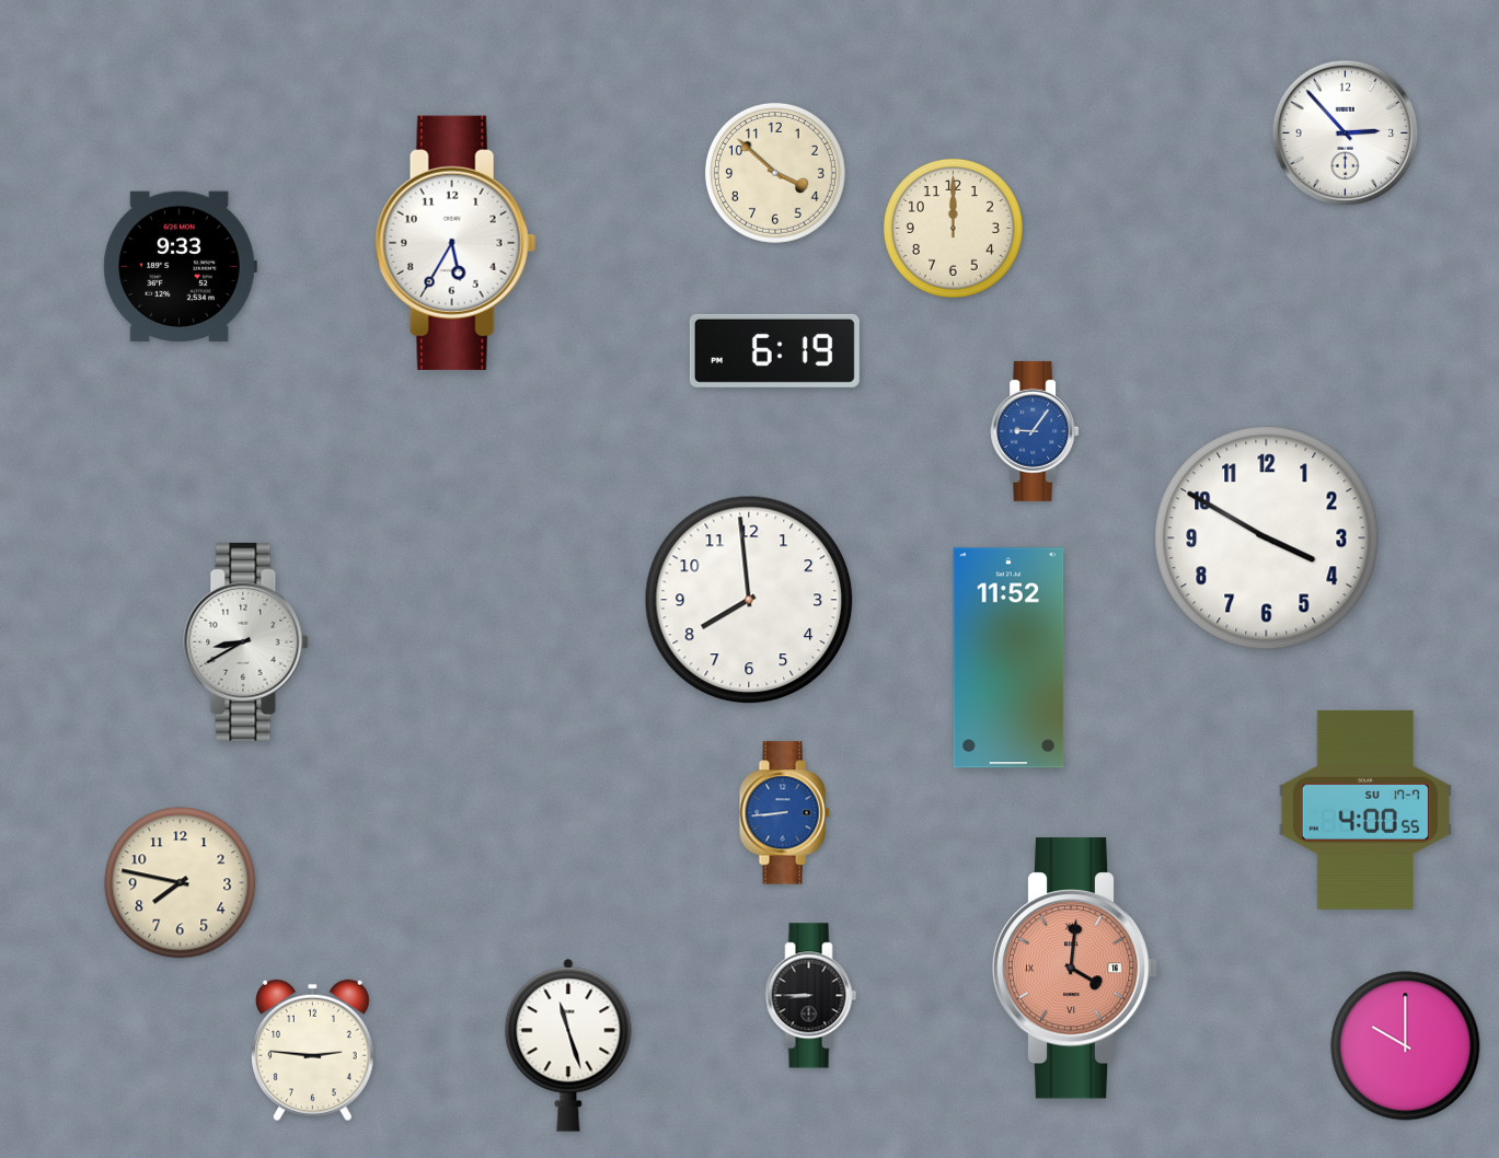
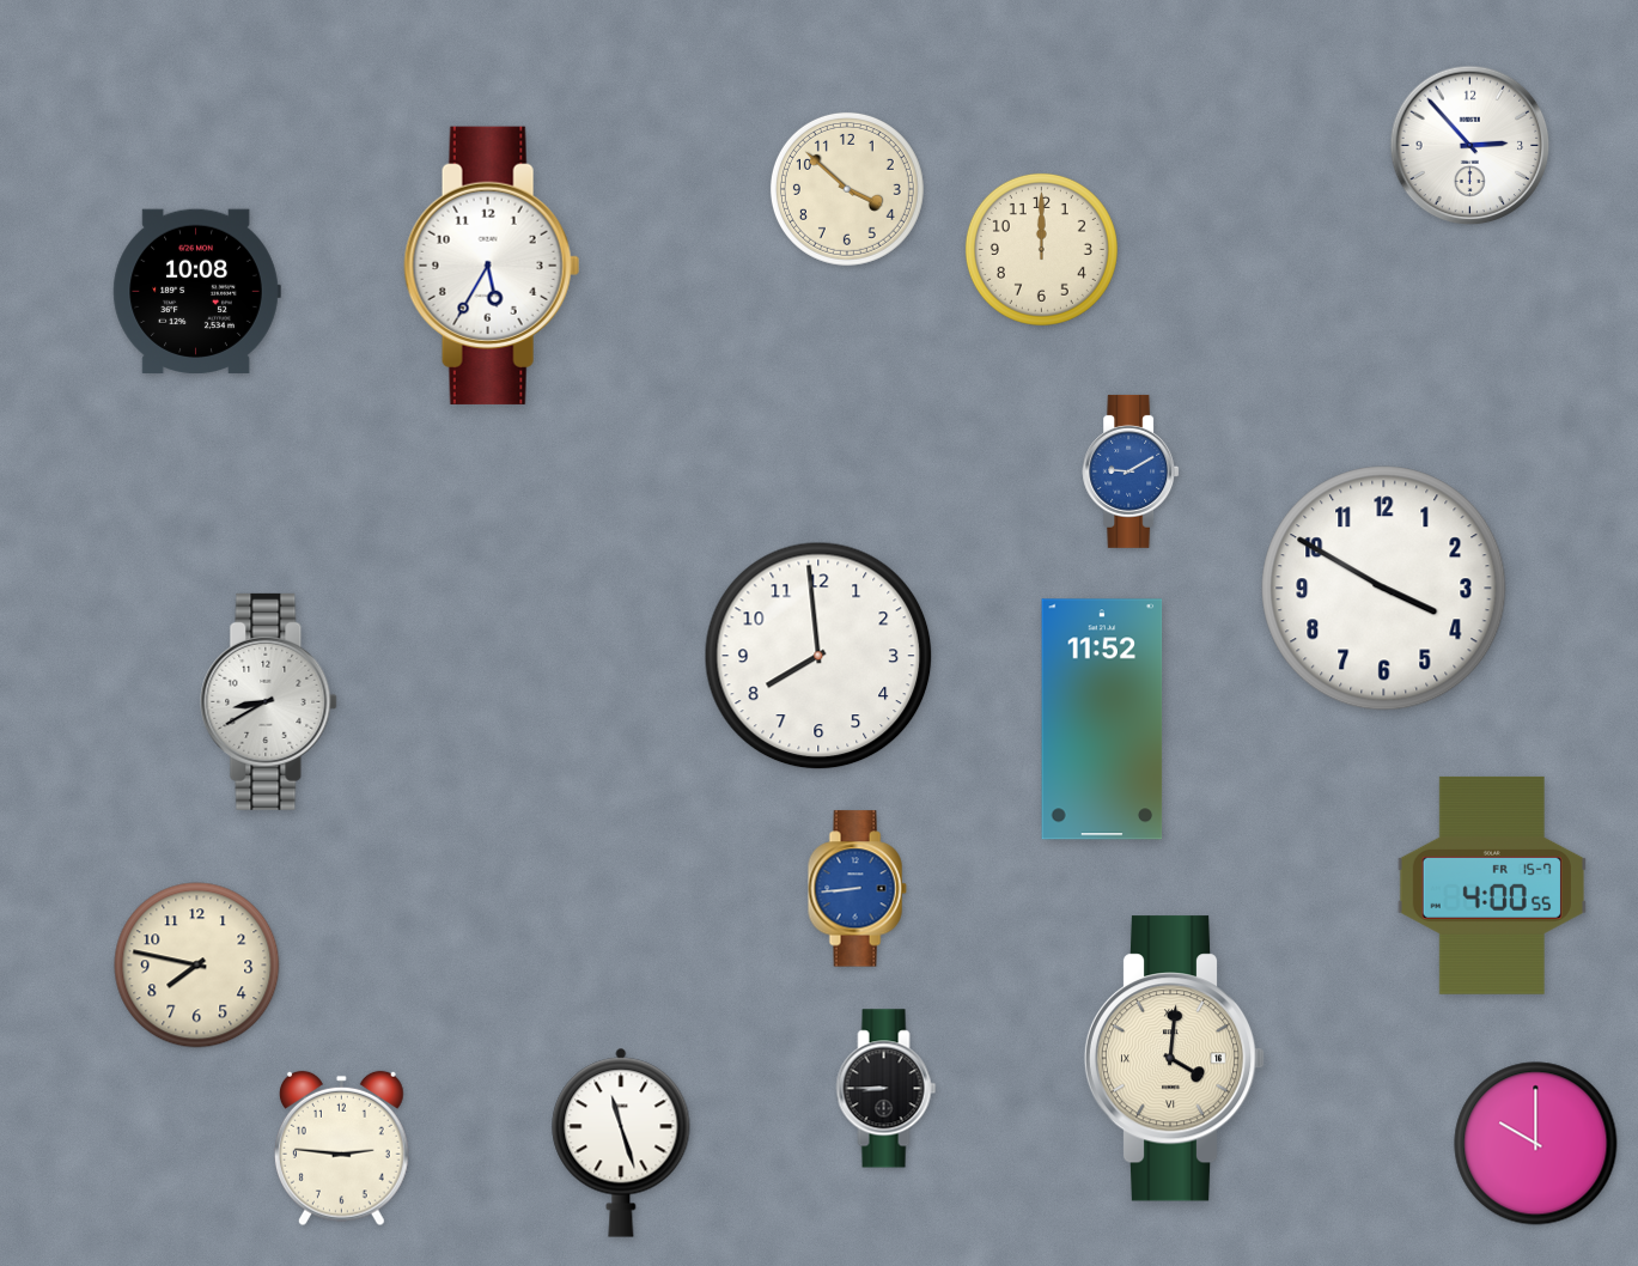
clock at (456, 243) position: (456, 243) -> (492, 266)
clock at (180, 266): 9:33 -> 10:08
clock at (774, 350): 6:19 -> none
clock at (1035, 431): 9:06 -> 9:10
clock at (1365, 810) date: SU 17-7 -> FR 15-7
clock at (1075, 969) dial: salmon -> cream
